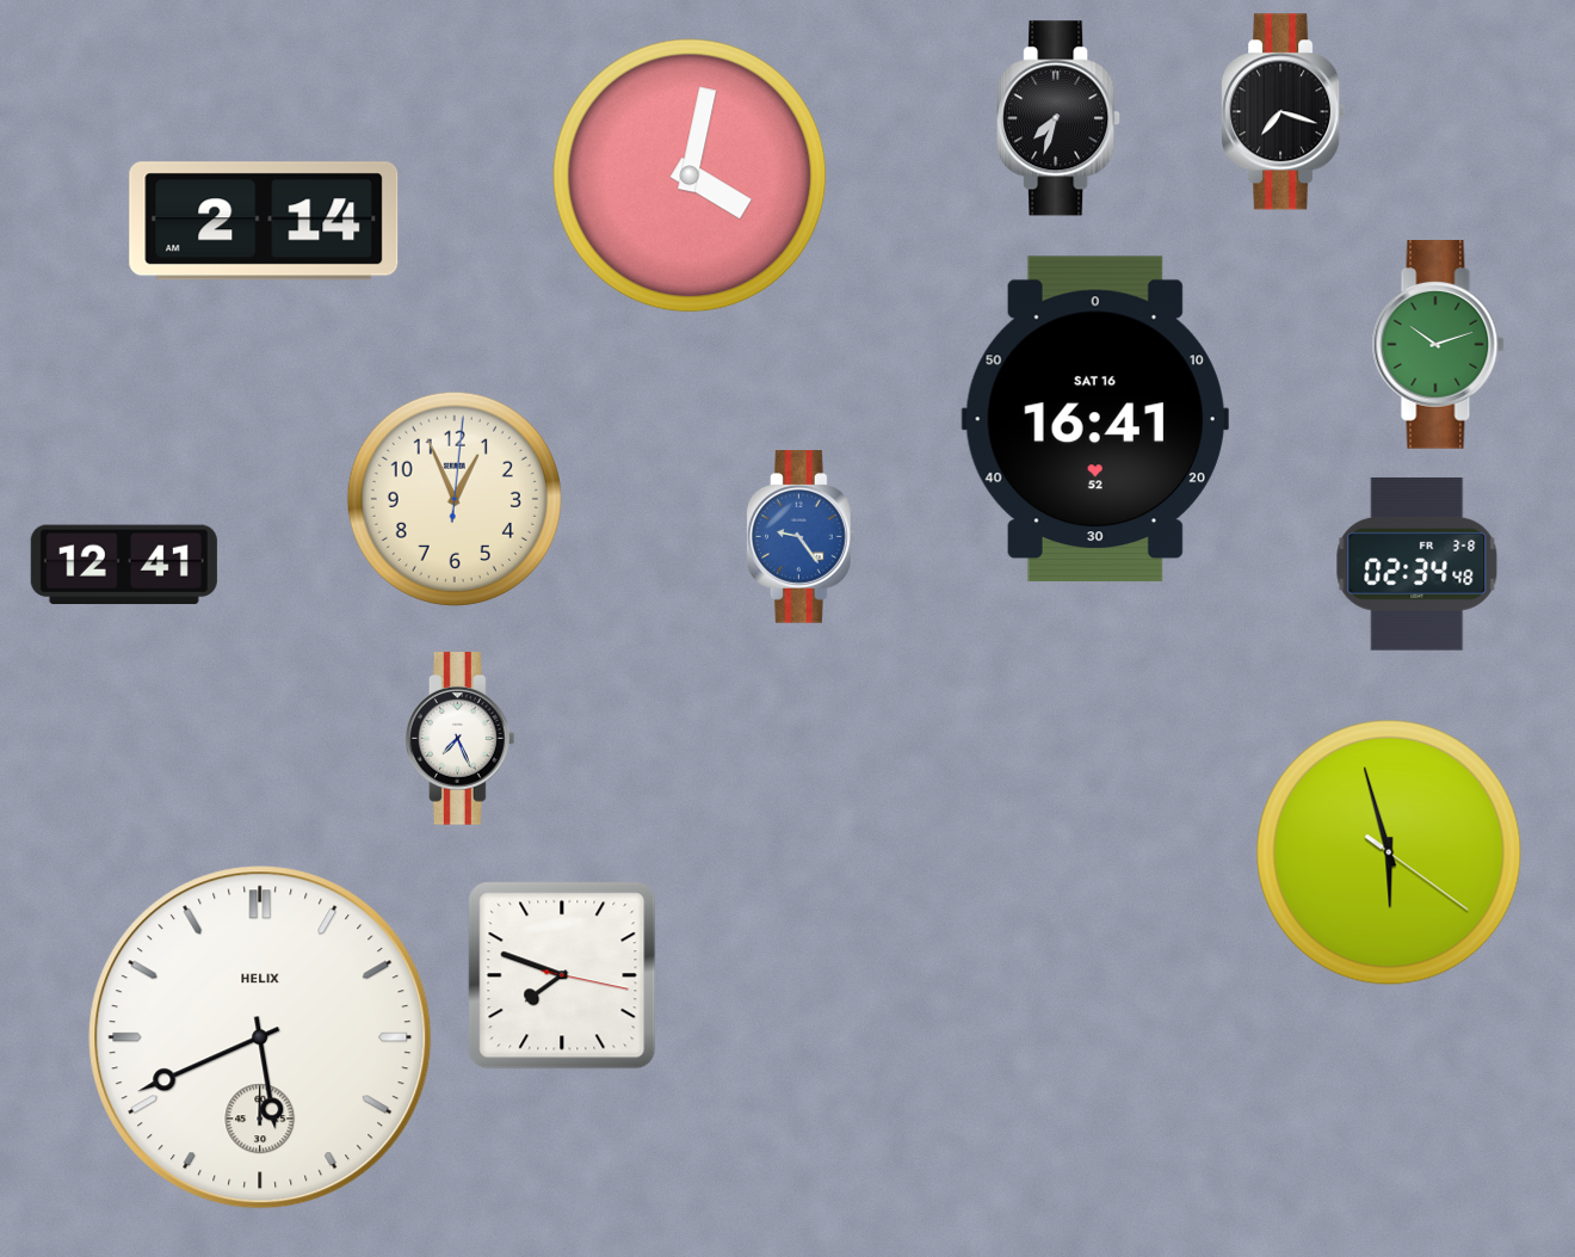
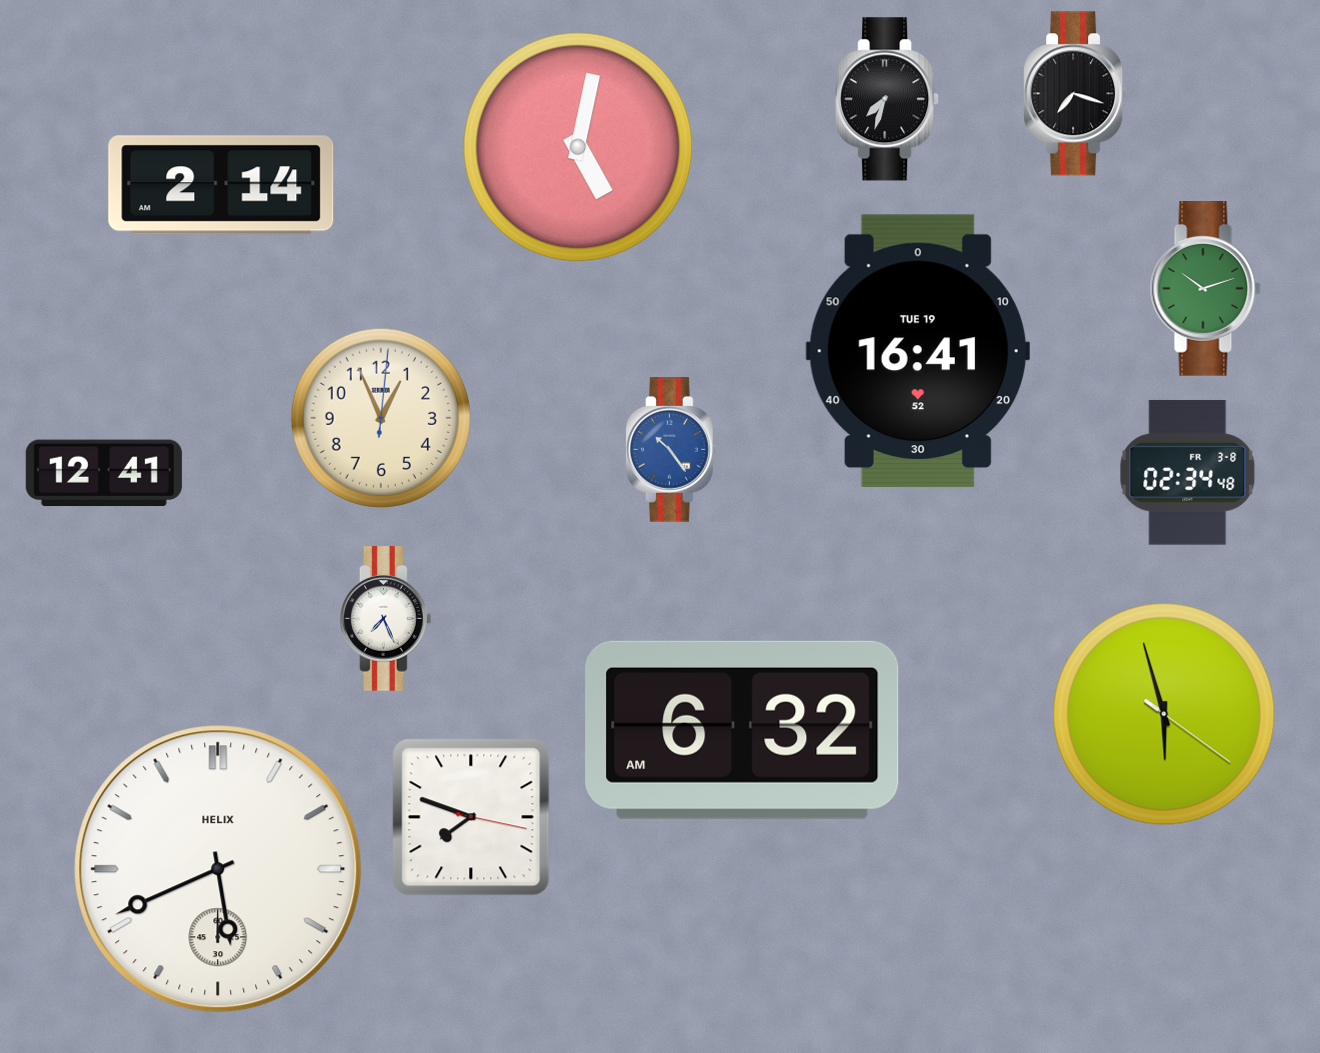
clock at (690, 175): 4:02 -> 5:02
clock at (1095, 419) date: SAT 16 -> TUE 19
clock at (802, 537): 9:24 -> 10:24
clock at (742, 730): none -> 6:32
